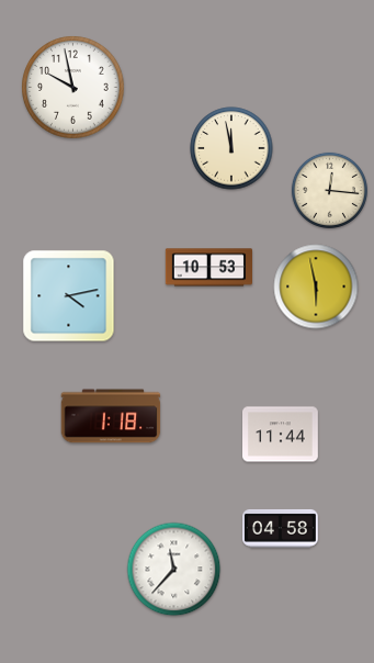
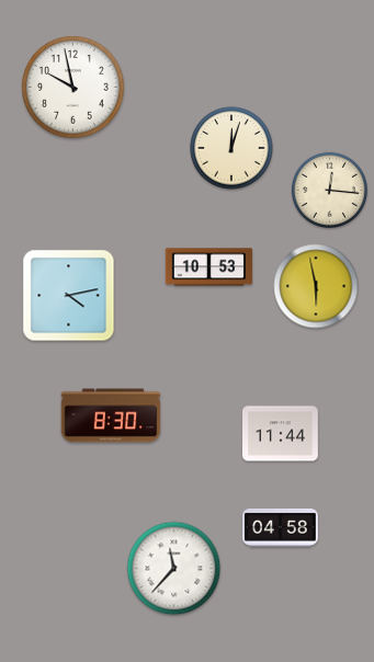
clock at (231, 148): 11:58 -> 12:03
clock at (111, 416): 1:18 -> 8:30
